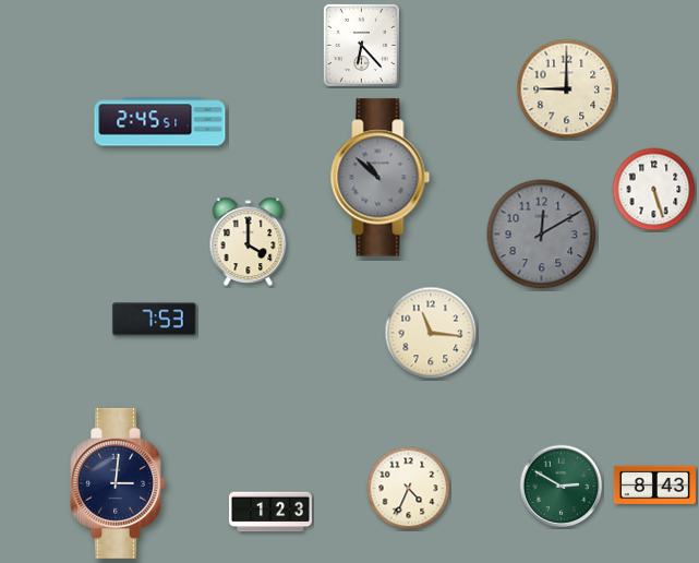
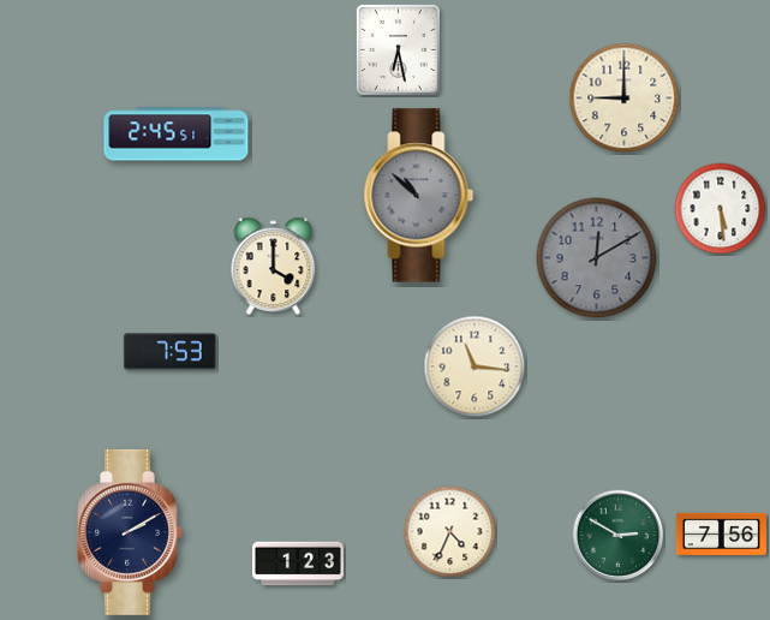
clock at (361, 45): 6:23 -> 6:28
clock at (654, 190): 5:27 -> 5:29
clock at (118, 483): 3:01 -> 2:10
clock at (654, 486): 8:43 -> 7:56
clock at (409, 489) position: (409, 489) -> (450, 532)
